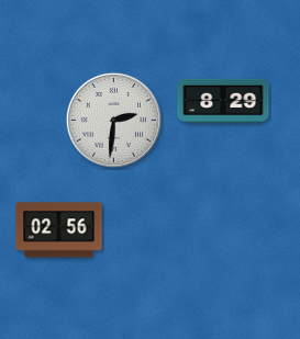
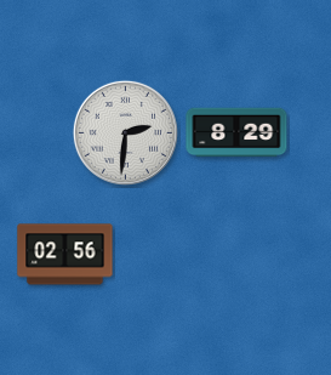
clock at (223, 101) position: (223, 101) -> (236, 132)
